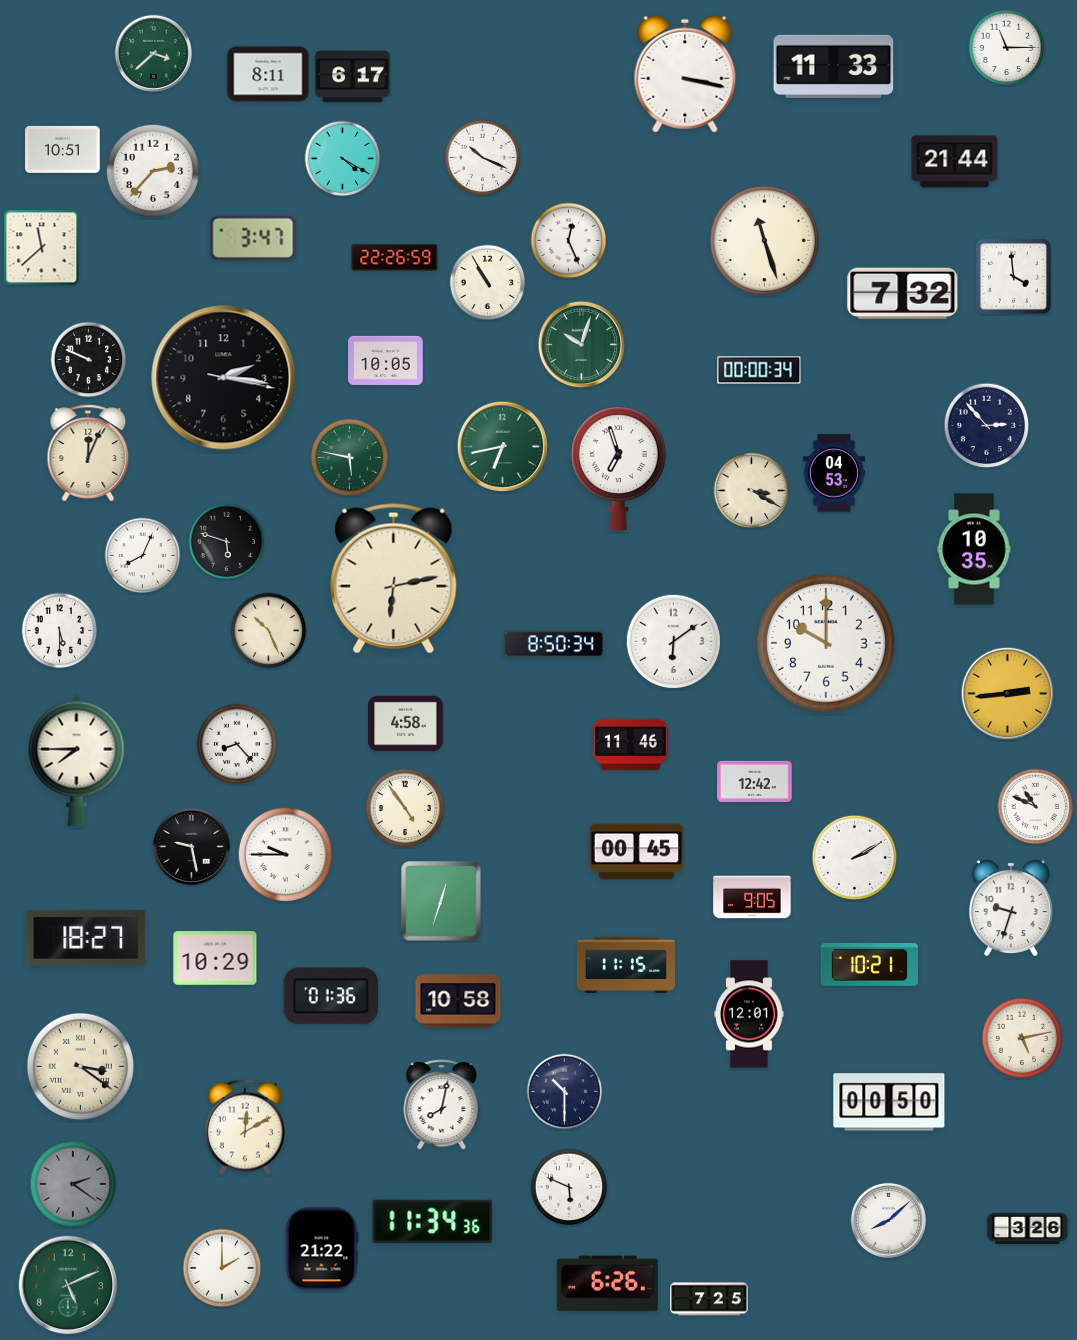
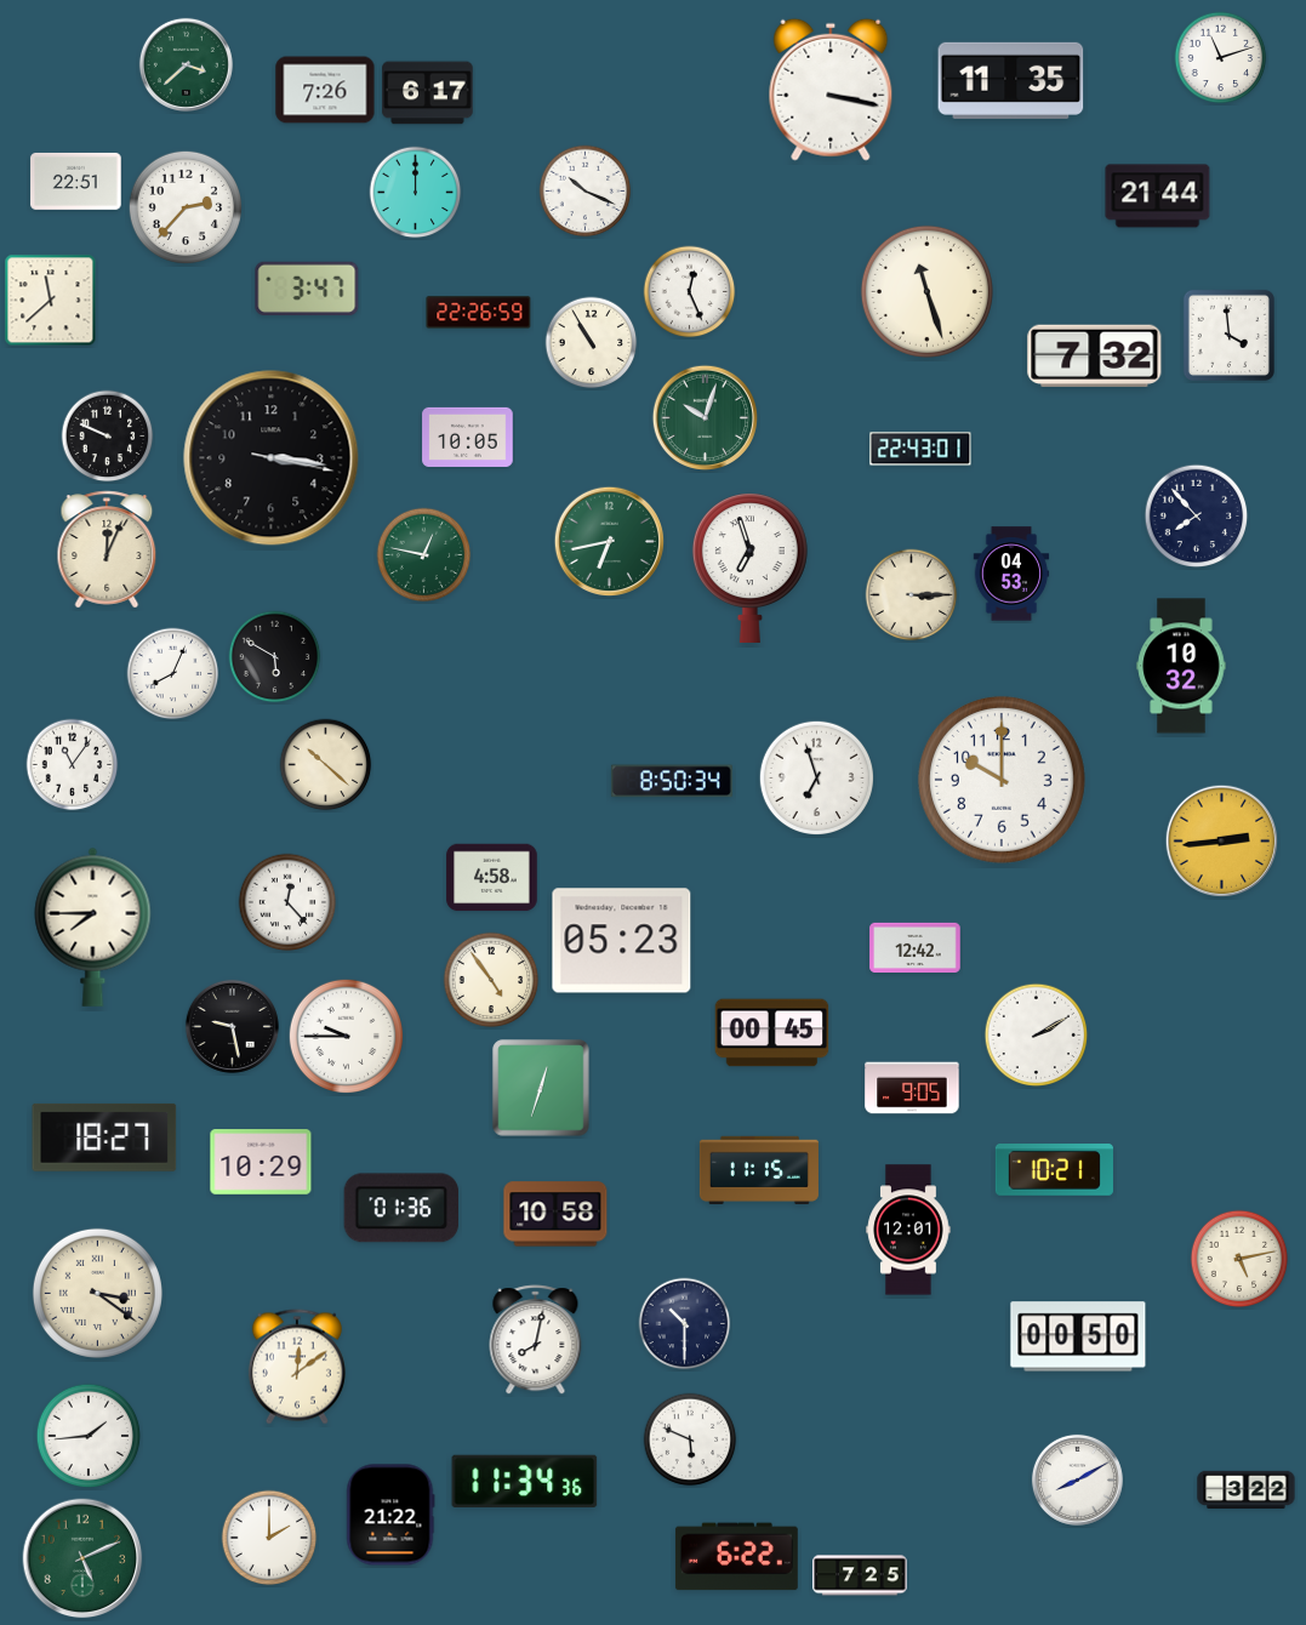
clock at (1007, 48): 11:15 -> 11:12
clock at (834, 66): 11:33 -> 11:35
clock at (268, 74): 8:11 -> 7:26
clock at (63, 149): 10:51 -> 22:51
clock at (343, 159): 4:20 -> 12:00
clock at (759, 370): 00:00 -> 22:43
clock at (224, 378): 2:16 -> 3:16
clock at (987, 426): 2:53 -> 7:53
clock at (350, 458): 5:47 -> 12:47
clock at (752, 491): 3:20 -> 3:15
clock at (227, 542): 5:48 -> 5:50
clock at (974, 549): 10:35 -> 10:32
clock at (394, 579): 6:13 -> none
clock at (60, 631): 5:30 -> 11:06
clock at (269, 631): 10:26 -> 10:22
clock at (673, 641): 6:09 -> 6:57
clock at (237, 744): 8:23 -> 12:23
clock at (631, 745): 11:46 -> none
clock at (77, 760) position: (77, 760) -> (93, 926)
clock at (622, 941): none -> 05:23
clock at (1036, 807): 10:49 -> none
clock at (855, 858) position: (855, 858) -> (1037, 1036)
clock at (441, 901) position: (441, 901) -> (541, 1088)
clock at (1011, 908): 9:33 -> none
clock at (245, 1127): 12:10 -> 12:09
clock at (73, 1184): 2:21 -> 1:44
clock at (73, 1184) dial: grey -> white
clock at (888, 1220): 8:08 -> 8:10
clock at (1028, 1229): 3:26 -> 3:22
clock at (607, 1284): 6:26 -> 6:22
